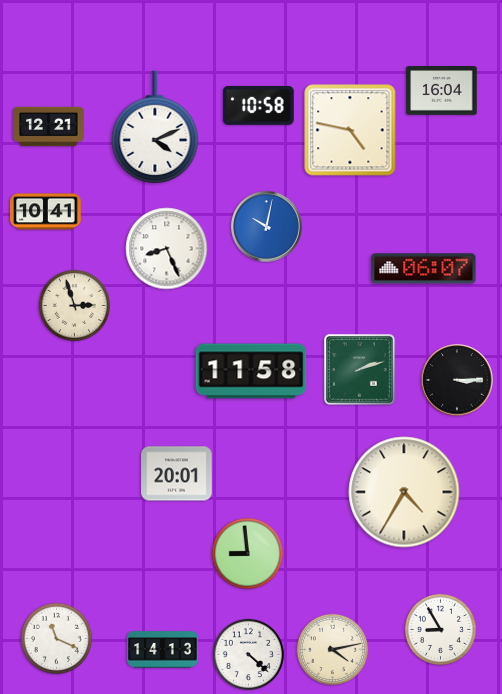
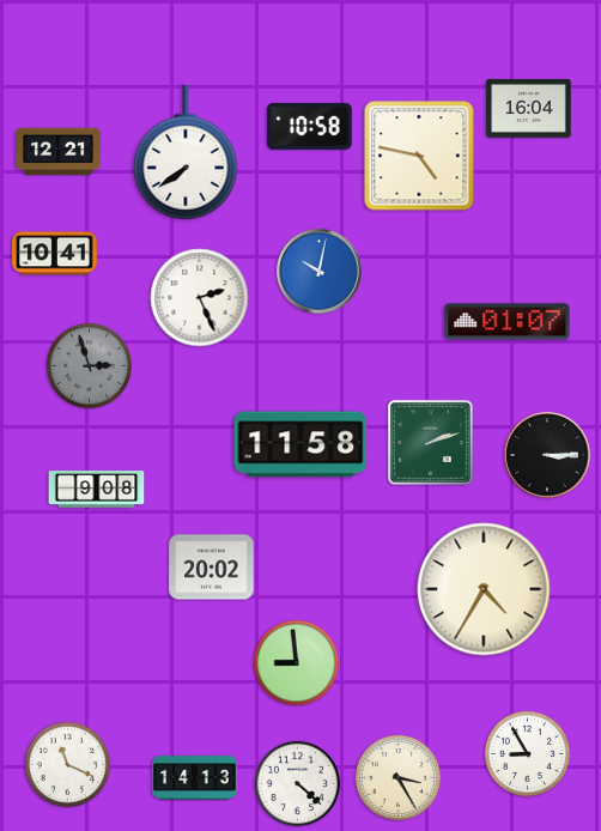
clock at (155, 127): 4:11 -> 7:39
clock at (167, 249): 8:26 -> 2:26
clock at (424, 269): 06:07 -> 01:07
clock at (74, 305) dial: cream -> grey
clock at (97, 490): none -> 9:08
clock at (177, 474): 20:01 -> 20:02
clock at (332, 649): 4:13 -> 3:25
